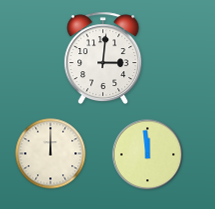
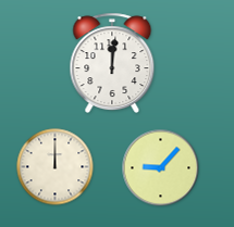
clock at (103, 58): 3:01 -> 12:01
clock at (148, 155): 11:59 -> 9:07
